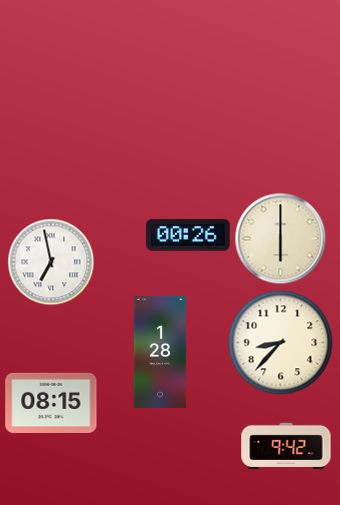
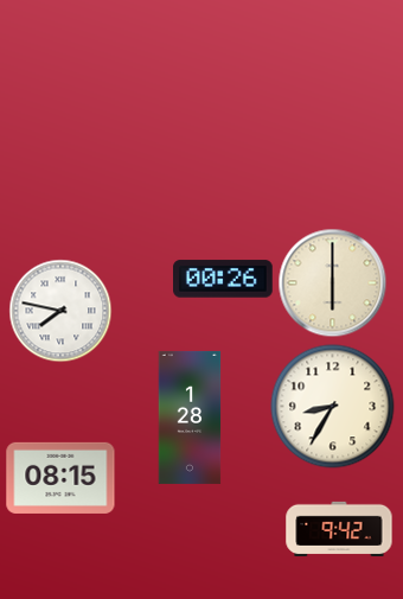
clock at (51, 262): 6:58 -> 7:47
clock at (281, 343): 8:37 -> 8:35
